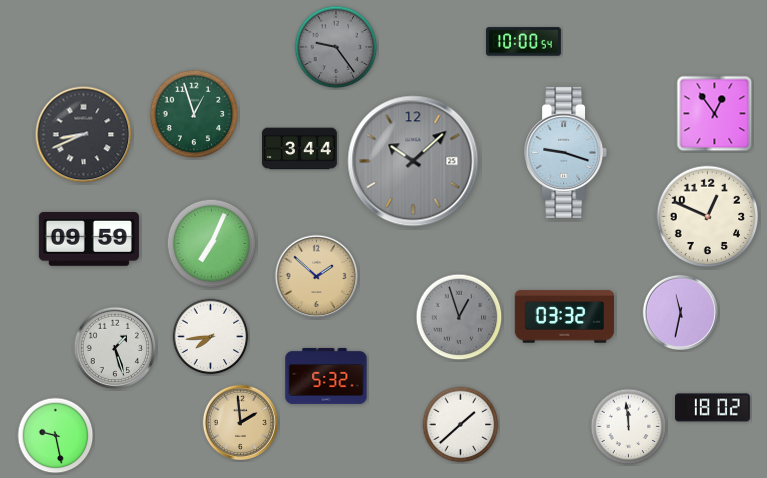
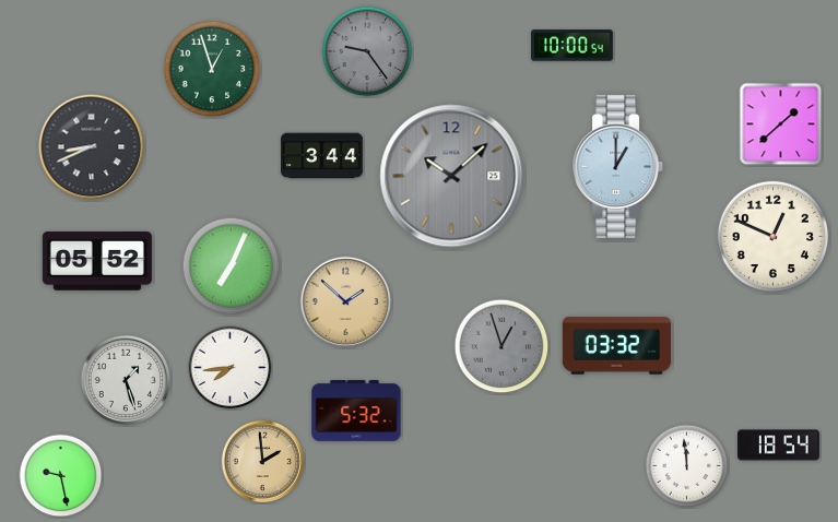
clock at (194, 114) position: (194, 114) -> (212, 69)
clock at (715, 114): 12:54 -> 1:38
clock at (300, 149) position: (300, 149) -> (322, 156)
clock at (566, 152): 9:18 -> 1:00
clock at (89, 239): 09:59 -> 05:52
clock at (680, 312): 11:32 -> none
clock at (713, 408): 18:02 -> 18:54
clock at (461, 425): 1:38 -> none
